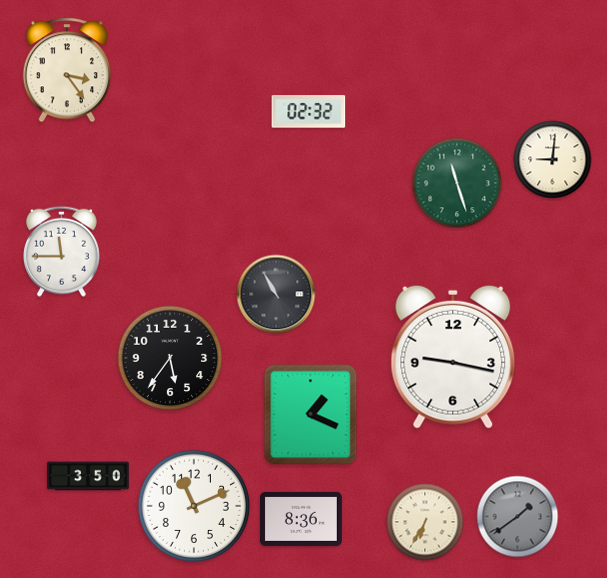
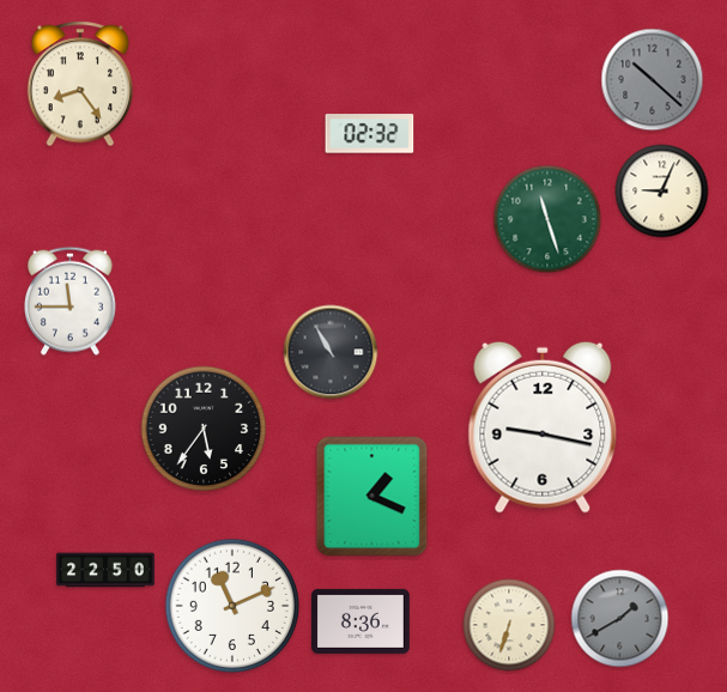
clock at (653, 80): none -> 10:22
clock at (66, 70): 3:24 -> 8:24
clock at (553, 160): 9:01 -> 9:04
clock at (61, 251) position: (61, 251) -> (69, 301)
clock at (89, 476): 3:50 -> 22:50
clock at (518, 517): 1:39 -> 1:40
clock at (425, 522): 6:35 -> 6:33
